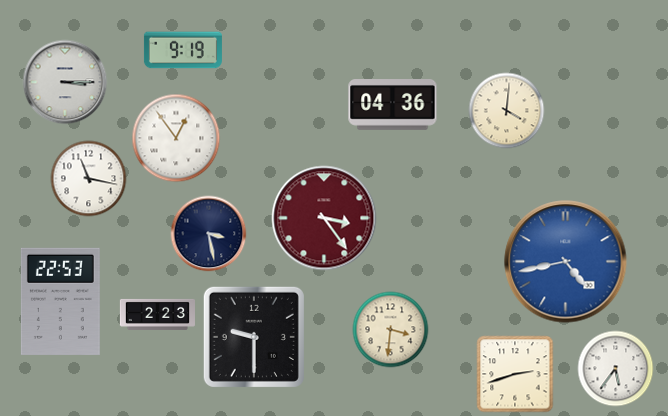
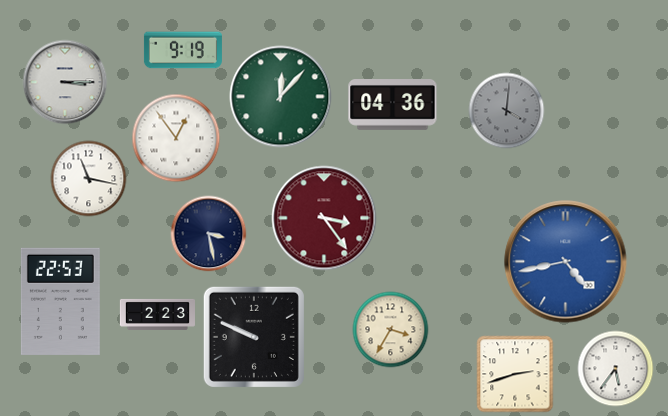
clock at (281, 97): none -> 12:07
clock at (507, 111) dial: cream -> grey
clock at (391, 330): 3:31 -> 3:35
clock at (254, 337): 9:30 -> 9:49
